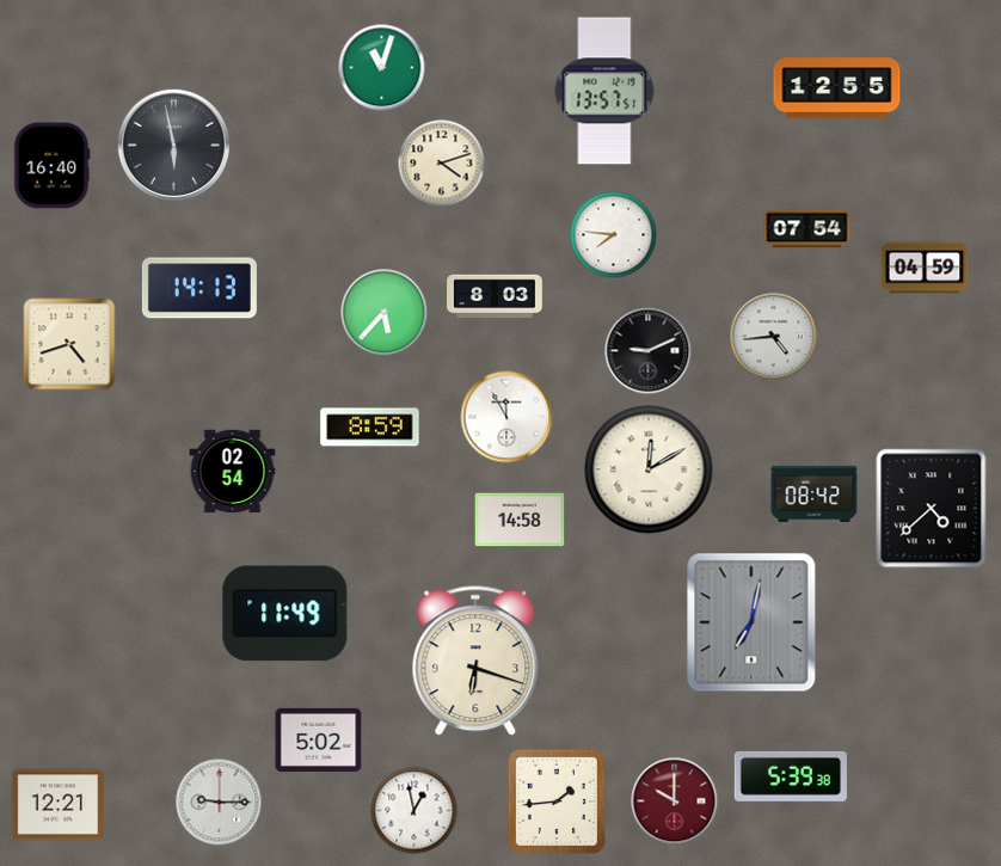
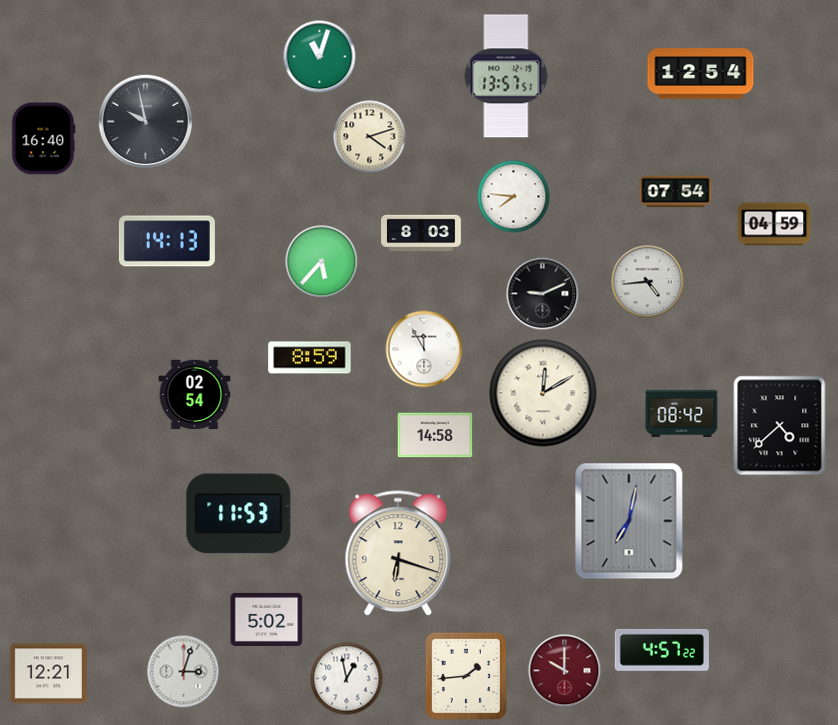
clock at (837, 88): 12:55 -> 12:54
clock at (173, 145): 5:58 -> 9:58
clock at (495, 296) position: (495, 296) -> (421, 233)
clock at (69, 344): 4:42 -> none
clock at (285, 614): 11:49 -> 11:53
clock at (791, 776): 5:39 -> 4:57
clock at (557, 801) position: (557, 801) -> (466, 676)
clock at (220, 803): 9:15 -> 3:03
